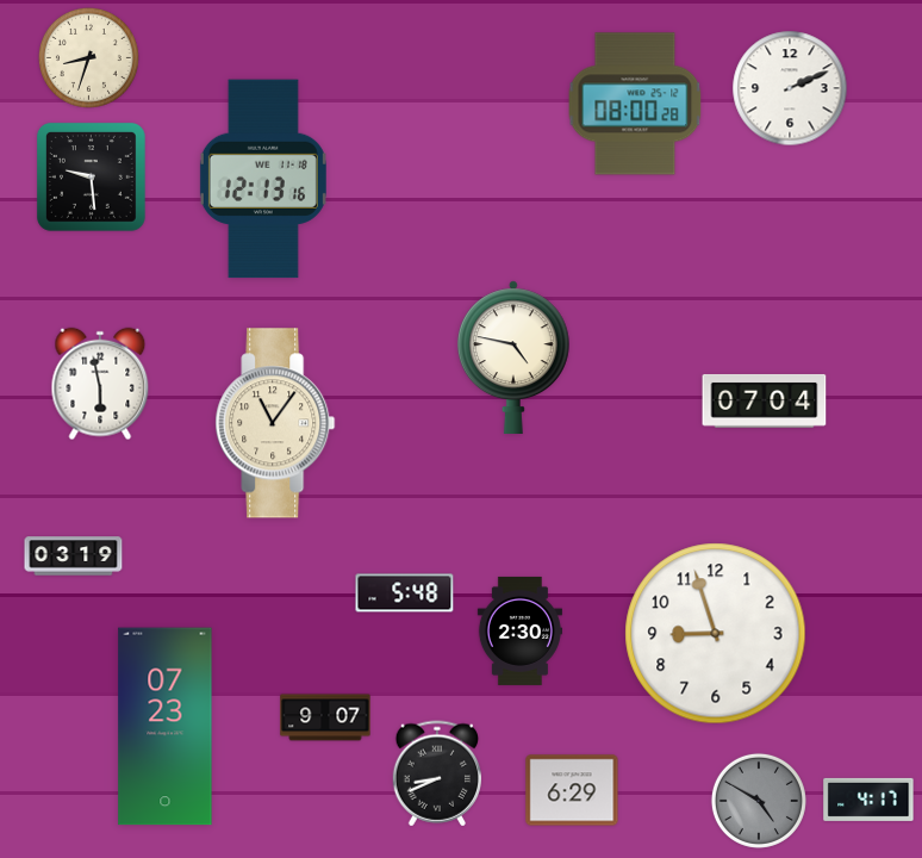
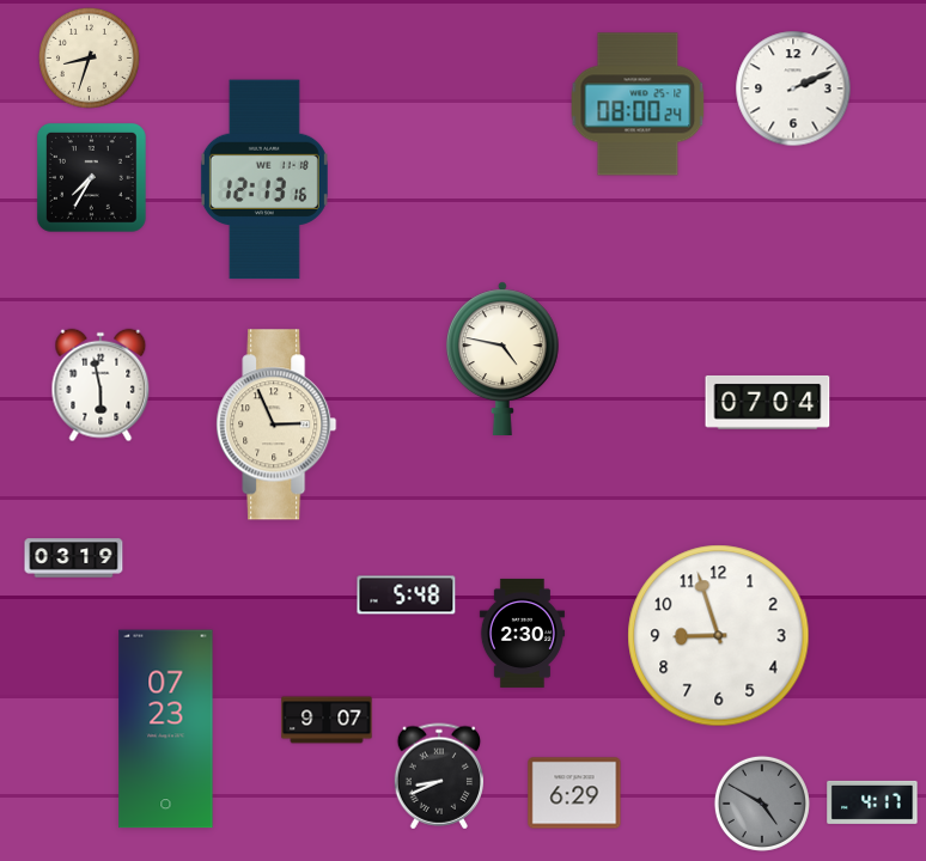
clock at (635, 104): 08:00:28 -> 08:00:24
clock at (91, 176): 9:29 -> 7:35
clock at (513, 356) position: (513, 356) -> (502, 358)
clock at (275, 423): 11:06 -> 2:56
